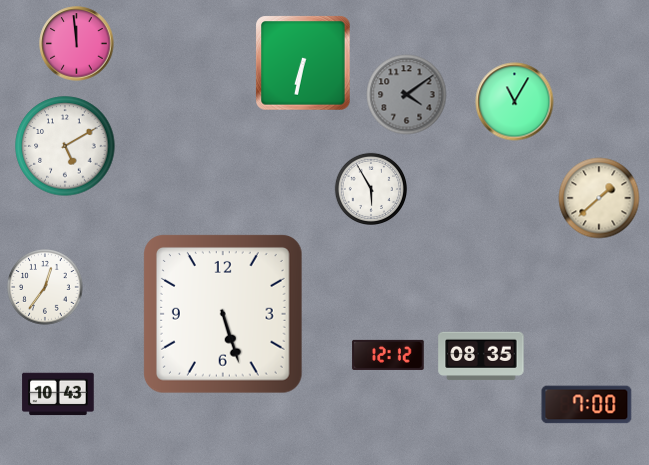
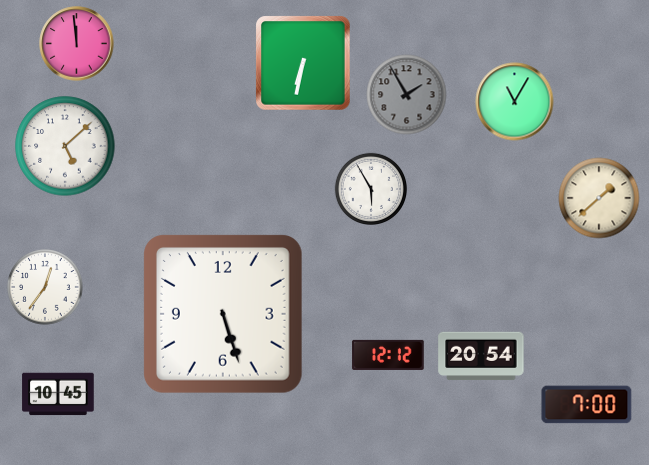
clock at (407, 95): 4:09 -> 1:55
clock at (65, 146): 5:10 -> 5:08
clock at (481, 356): 08:35 -> 20:54
clock at (58, 394): 10:43 -> 10:45
